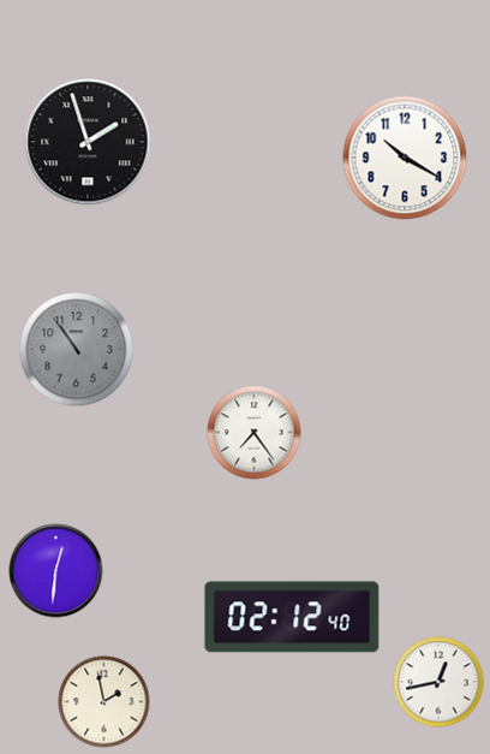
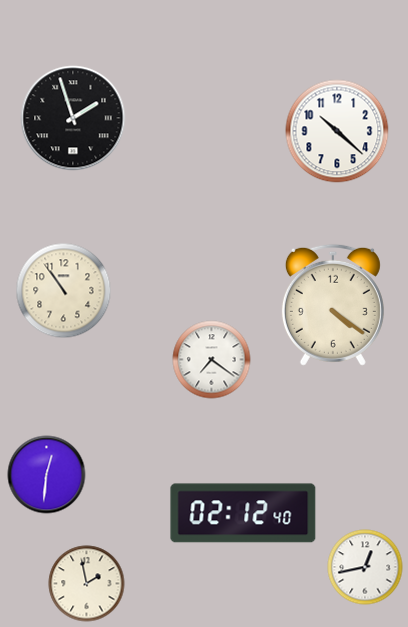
clock at (405, 158): 10:20 -> 10:22
clock at (77, 350) dial: grey -> cream
clock at (333, 305): none -> 4:21
clock at (255, 433): 7:24 -> 7:21
